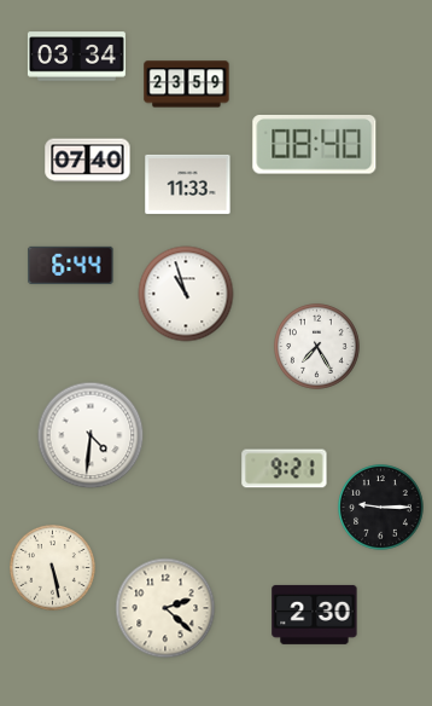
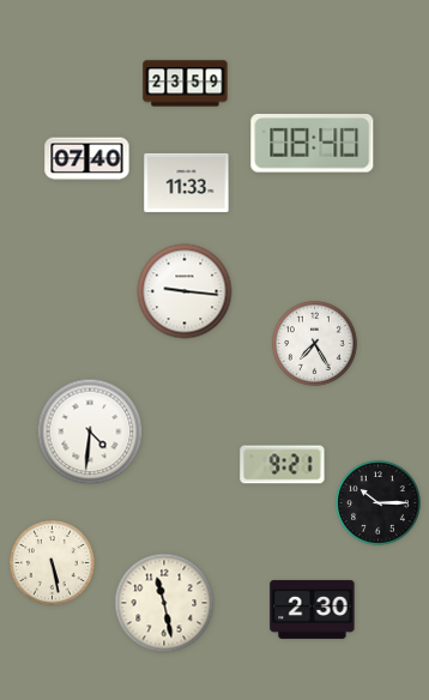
clock at (76, 57): 03:34 -> none
clock at (71, 265): 6:44 -> none
clock at (186, 294): 10:57 -> 9:16
clock at (381, 508): 9:15 -> 10:15
clock at (165, 608): 2:22 -> 11:28
